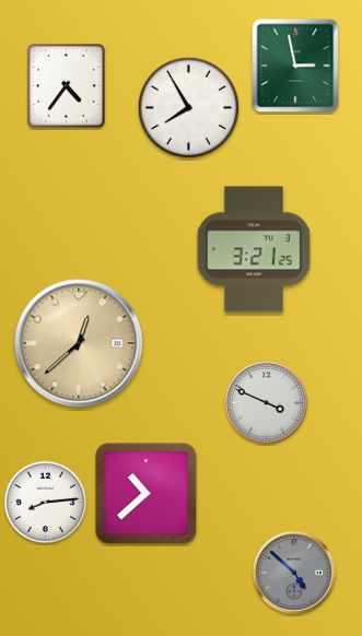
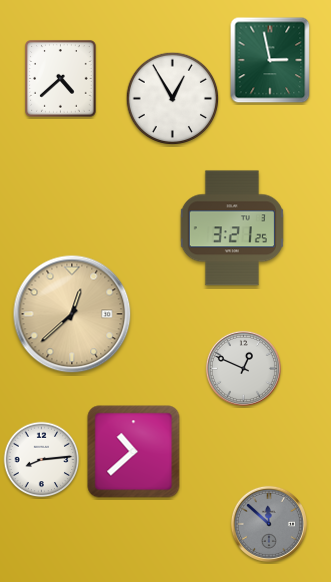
clock at (67, 86): 4:36 -> 4:38
clock at (189, 108): 7:55 -> 12:55
clock at (266, 402): 3:49 -> 12:49
clock at (294, 573): 4:52 -> 11:52
